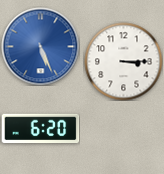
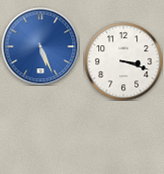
clock at (123, 61): 3:15 -> 3:18
clock at (40, 129): 6:20 -> none
